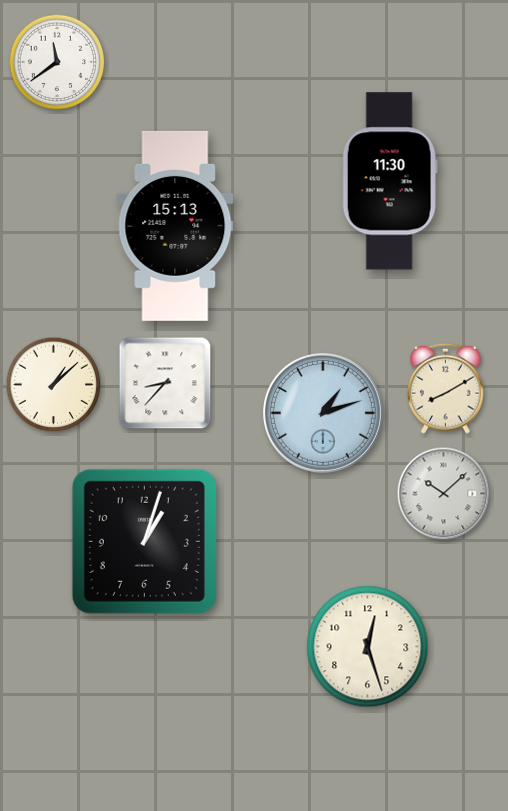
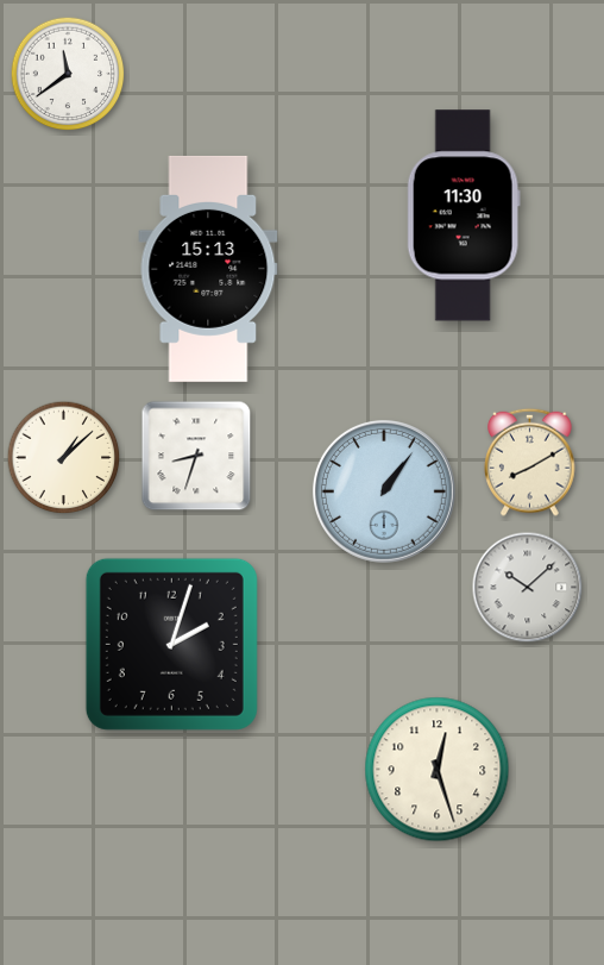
clock at (165, 383): 8:37 -> 8:33
clock at (323, 413): 1:12 -> 1:06
clock at (144, 541): 1:03 -> 2:03
